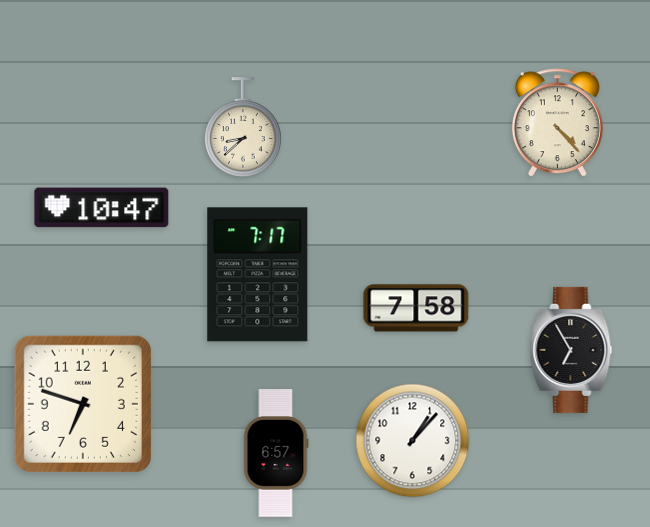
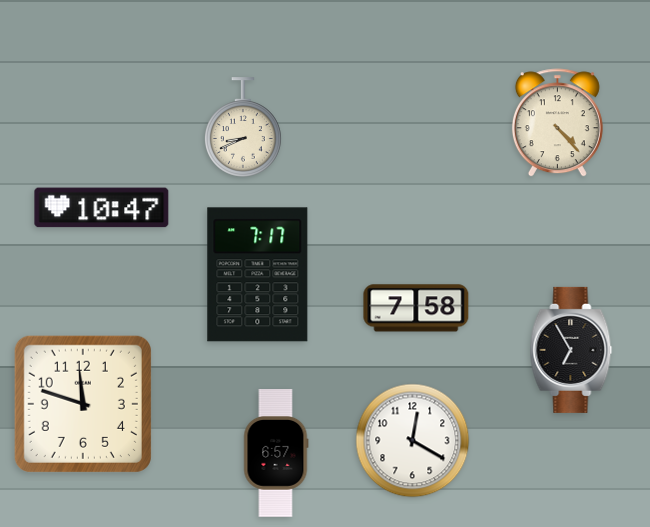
clock at (243, 127): 8:38 -> 8:41
clock at (83, 404): 6:48 -> 11:48
clock at (413, 441): 1:07 -> 12:20
